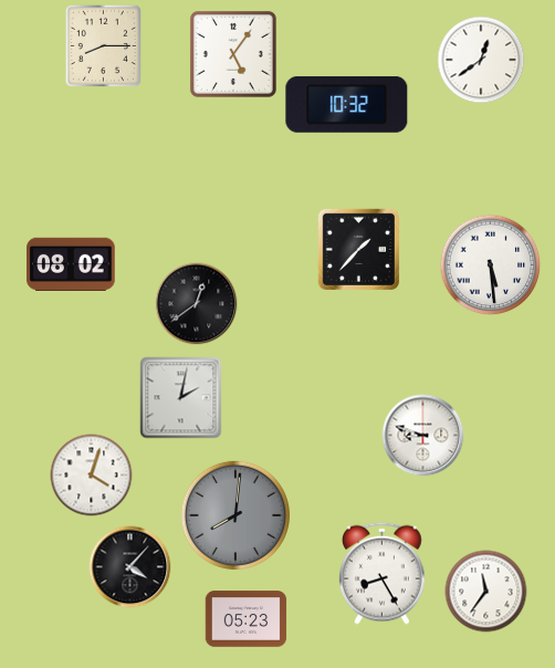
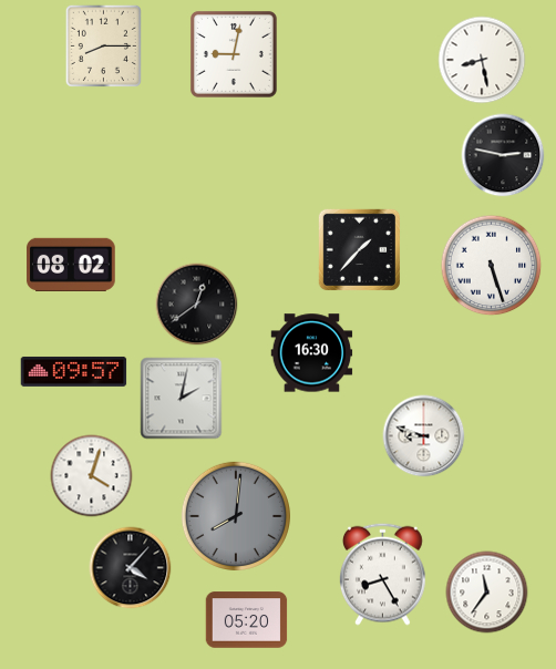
clock at (233, 54): 5:06 -> 9:02
clock at (481, 60): 12:39 -> 8:28
clock at (347, 104): 10:32 -> none
clock at (503, 155): none -> 2:47
clock at (491, 265): 5:29 -> 5:27
clock at (312, 353): none -> 16:30
clock at (74, 371): none -> 09:57
clock at (247, 619): 05:23 -> 05:20
